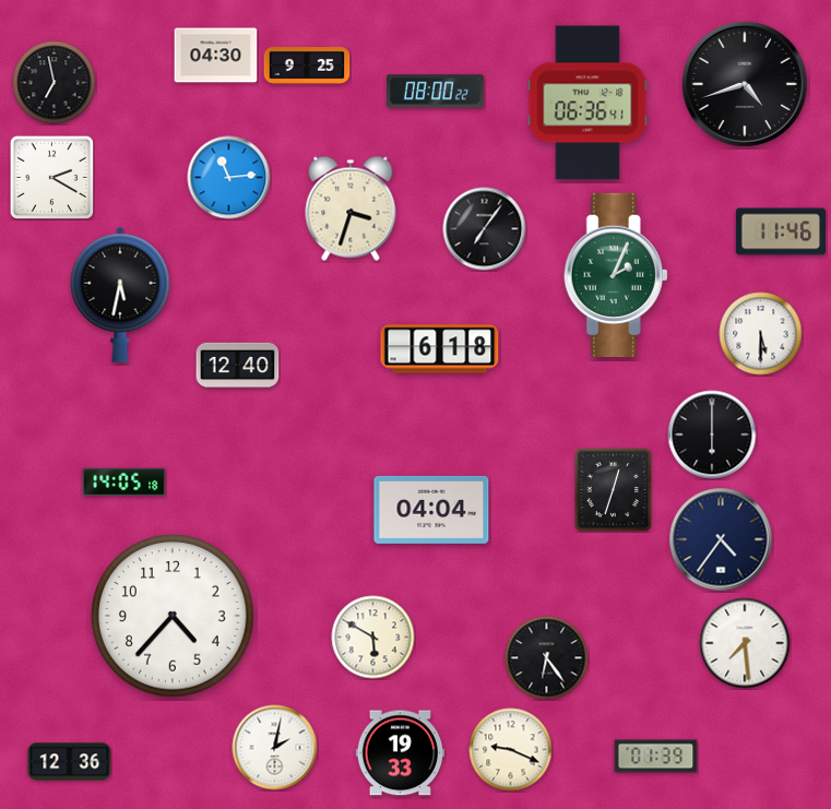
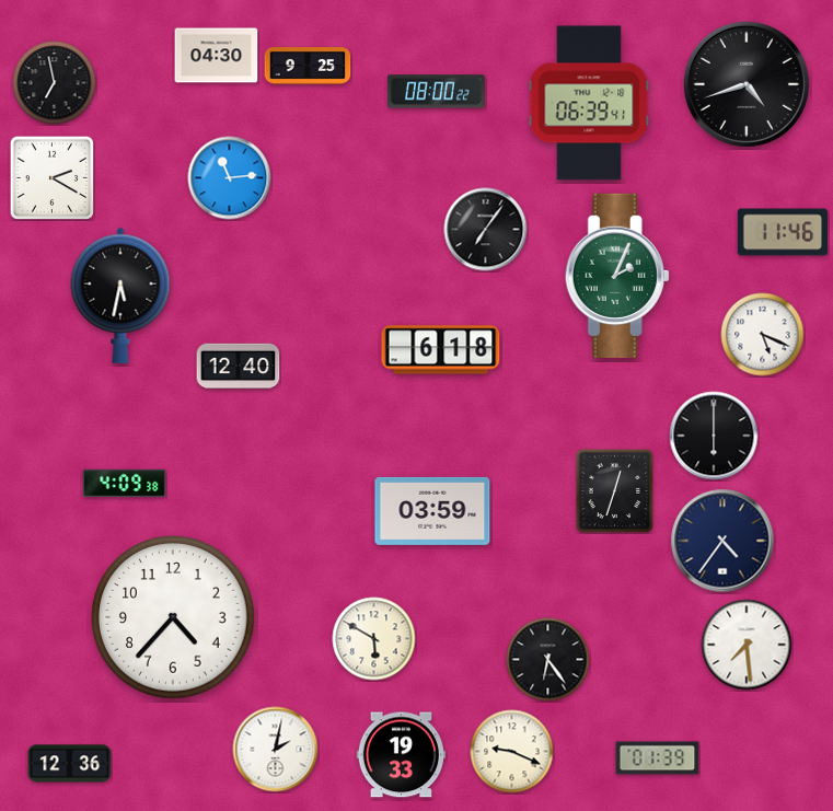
clock at (587, 103): 06:36 -> 06:39
clock at (351, 209): 3:33 -> none
clock at (761, 334): 5:30 -> 5:19
clock at (124, 483): 14:05 -> 4:09
clock at (431, 510): 04:04 -> 03:59
